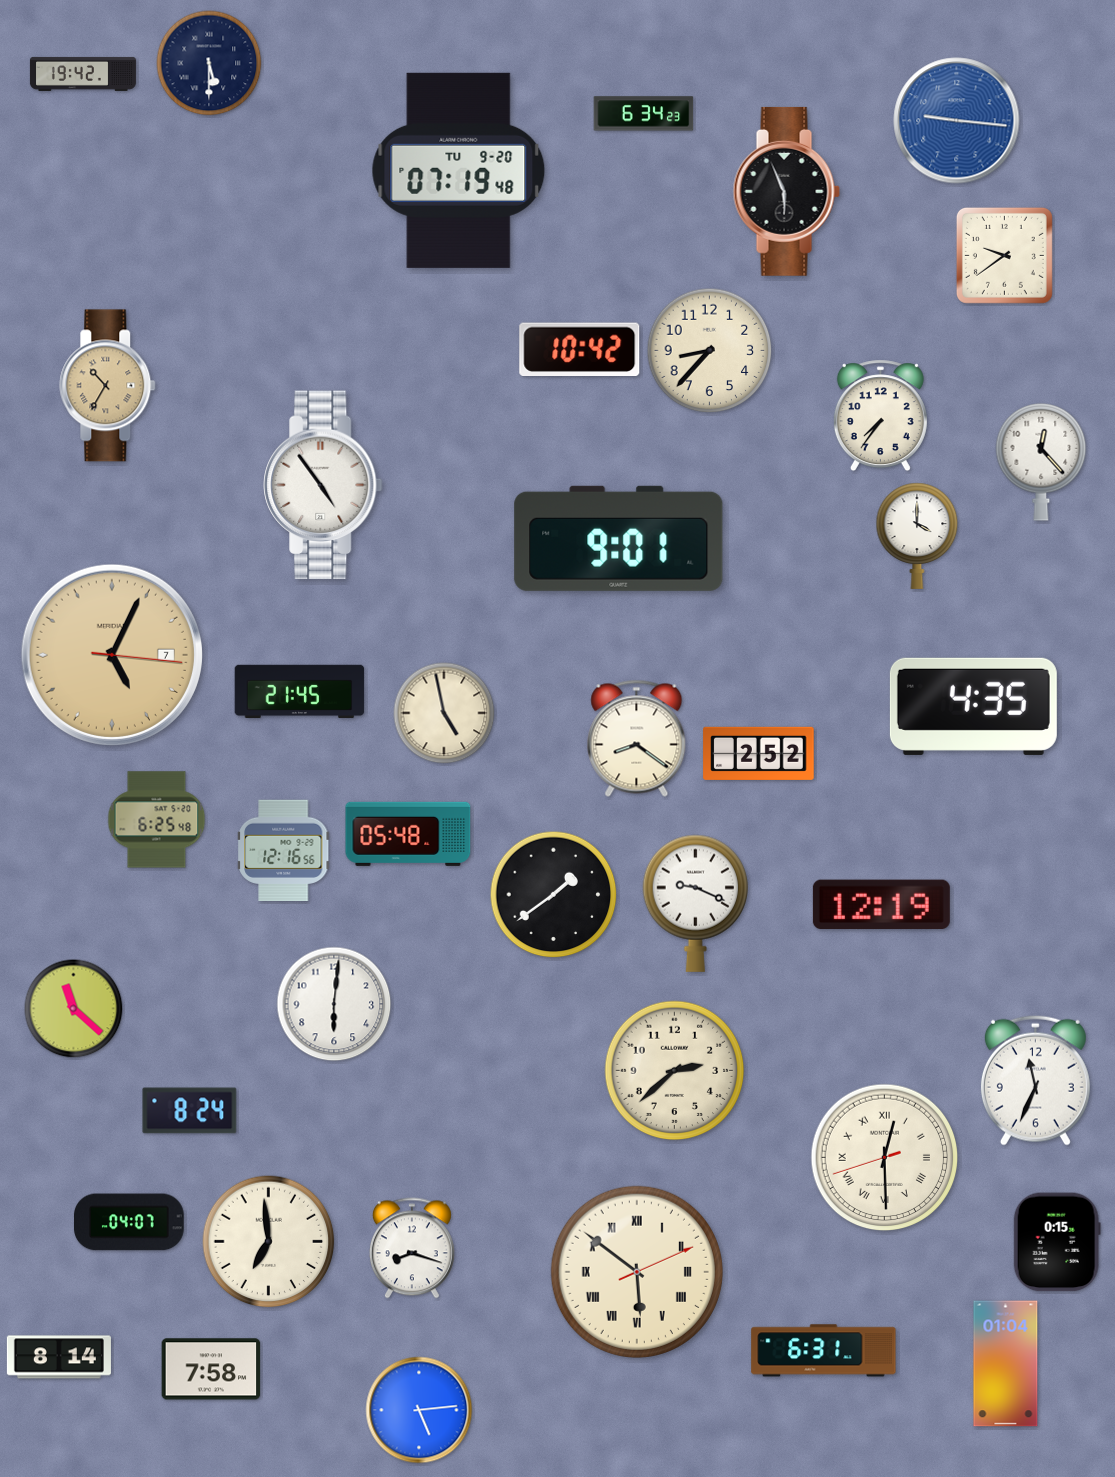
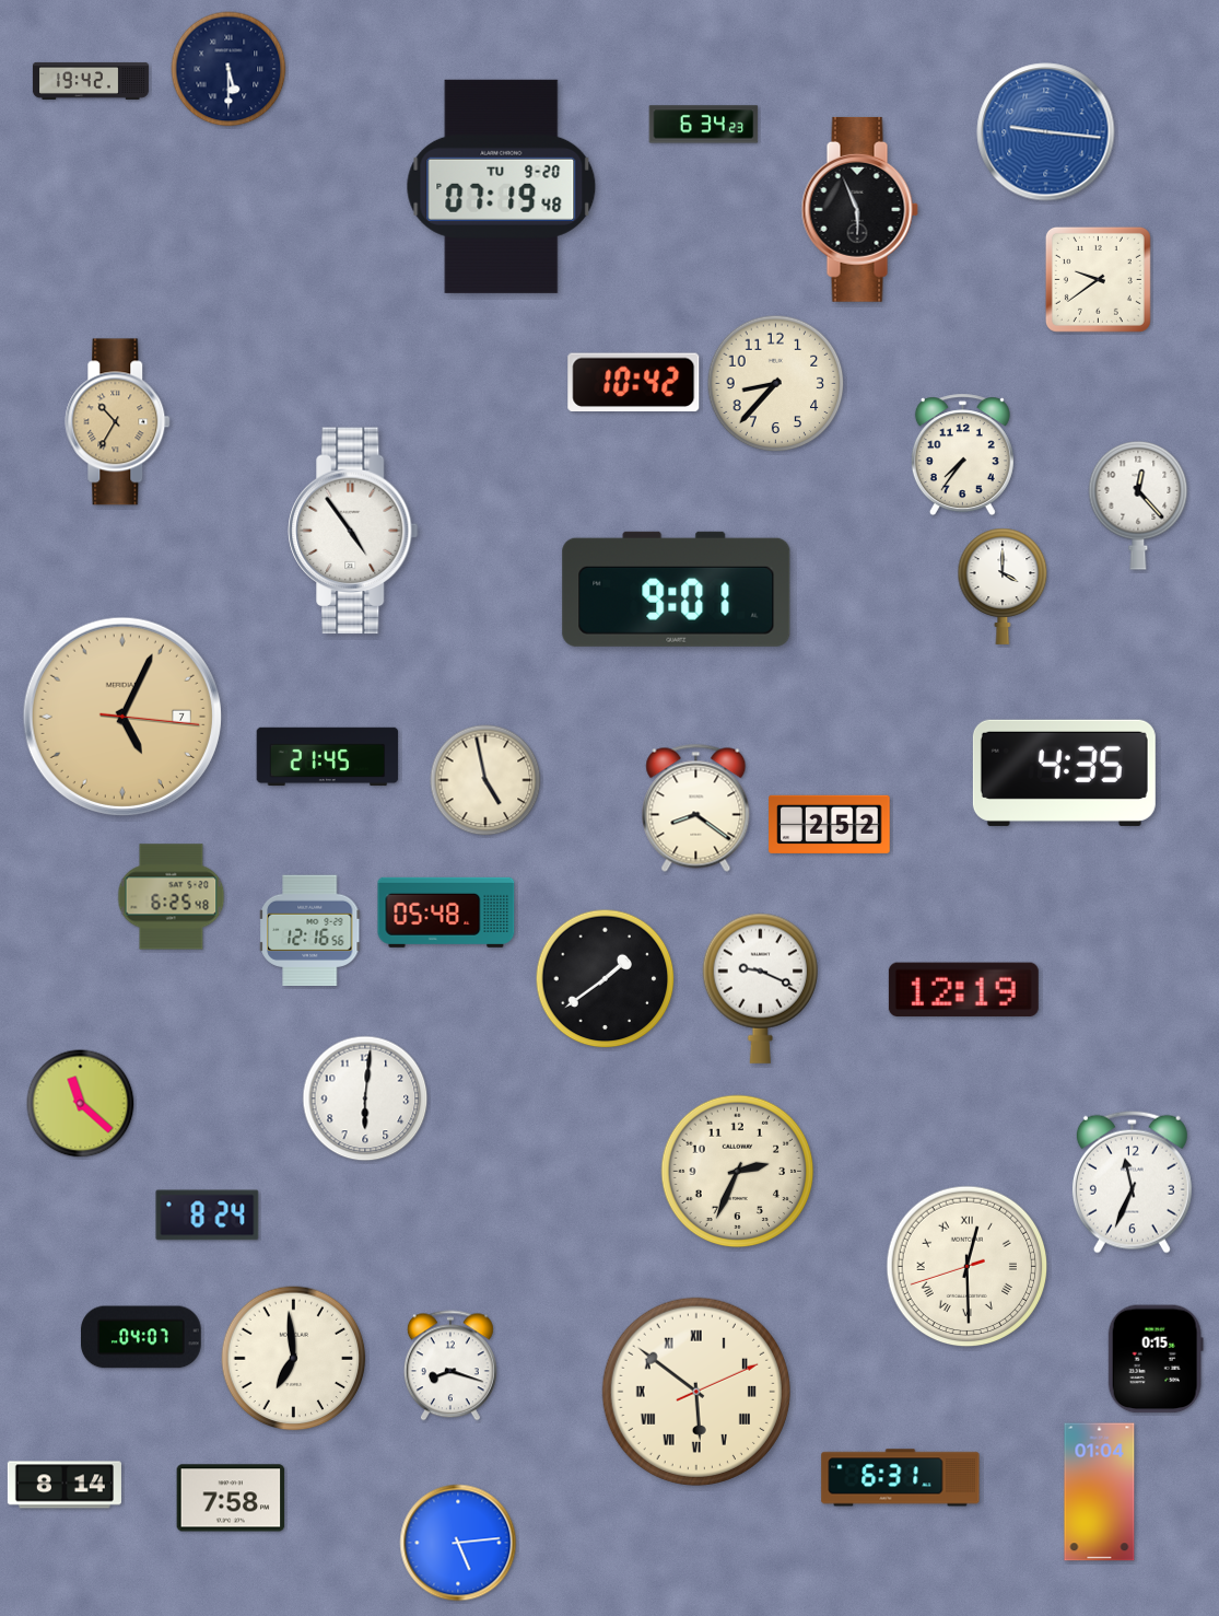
clock at (675, 1071): 2:38 -> 2:34
